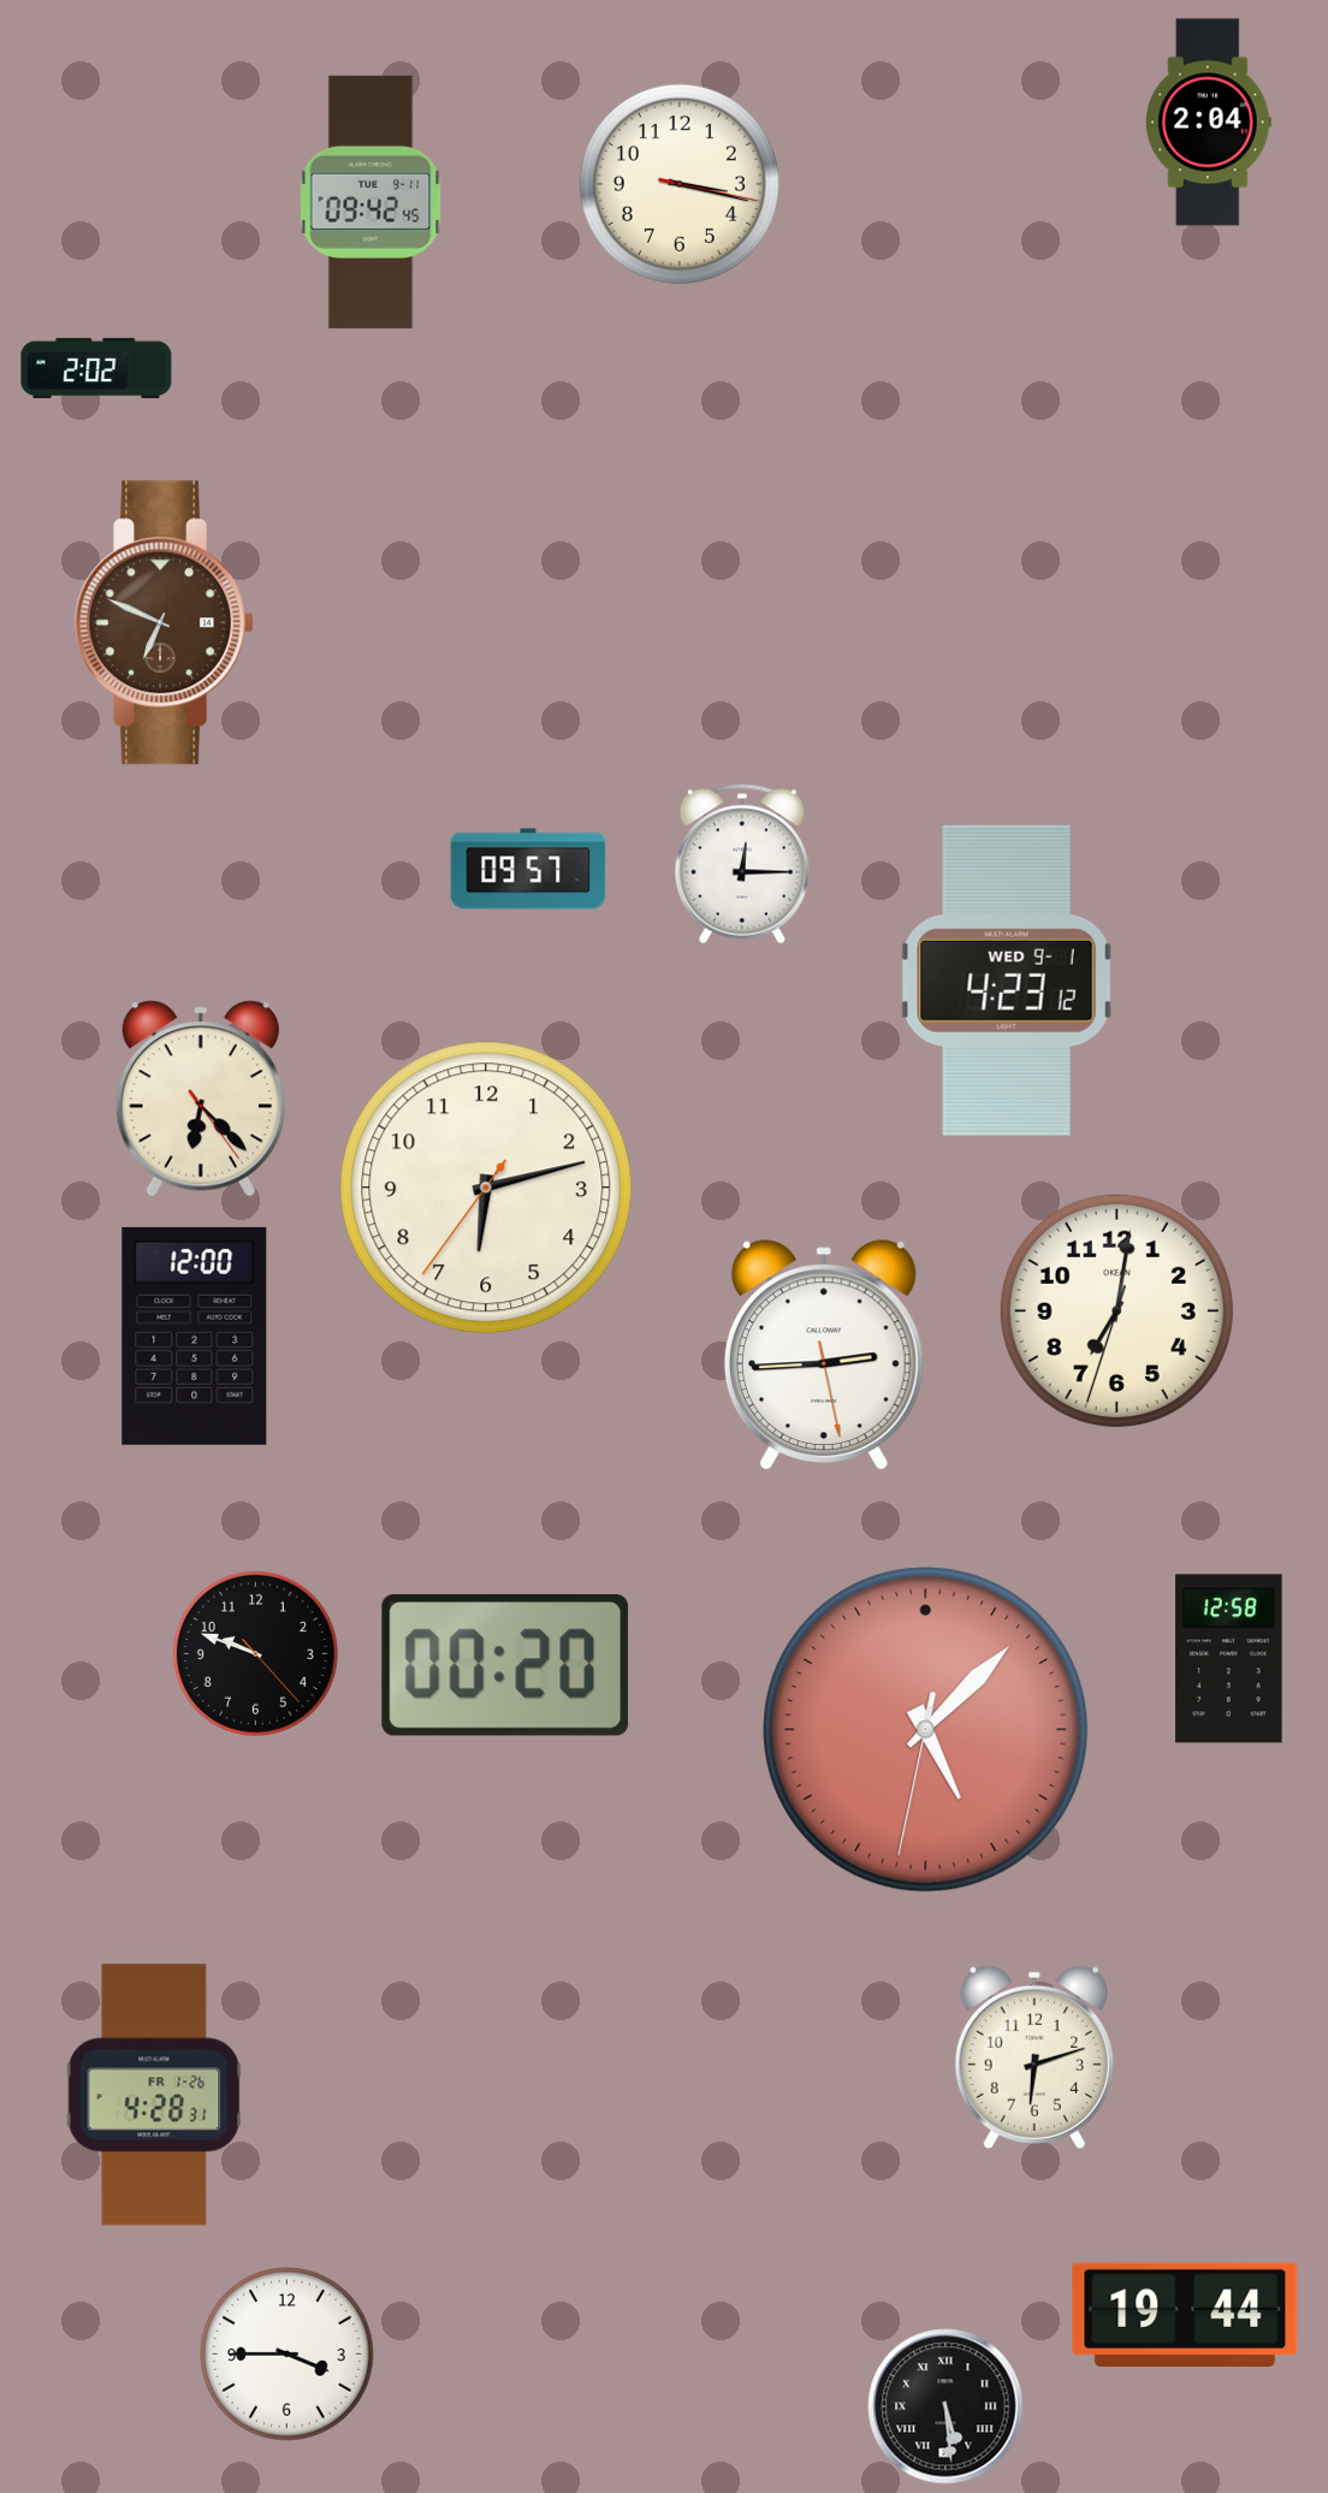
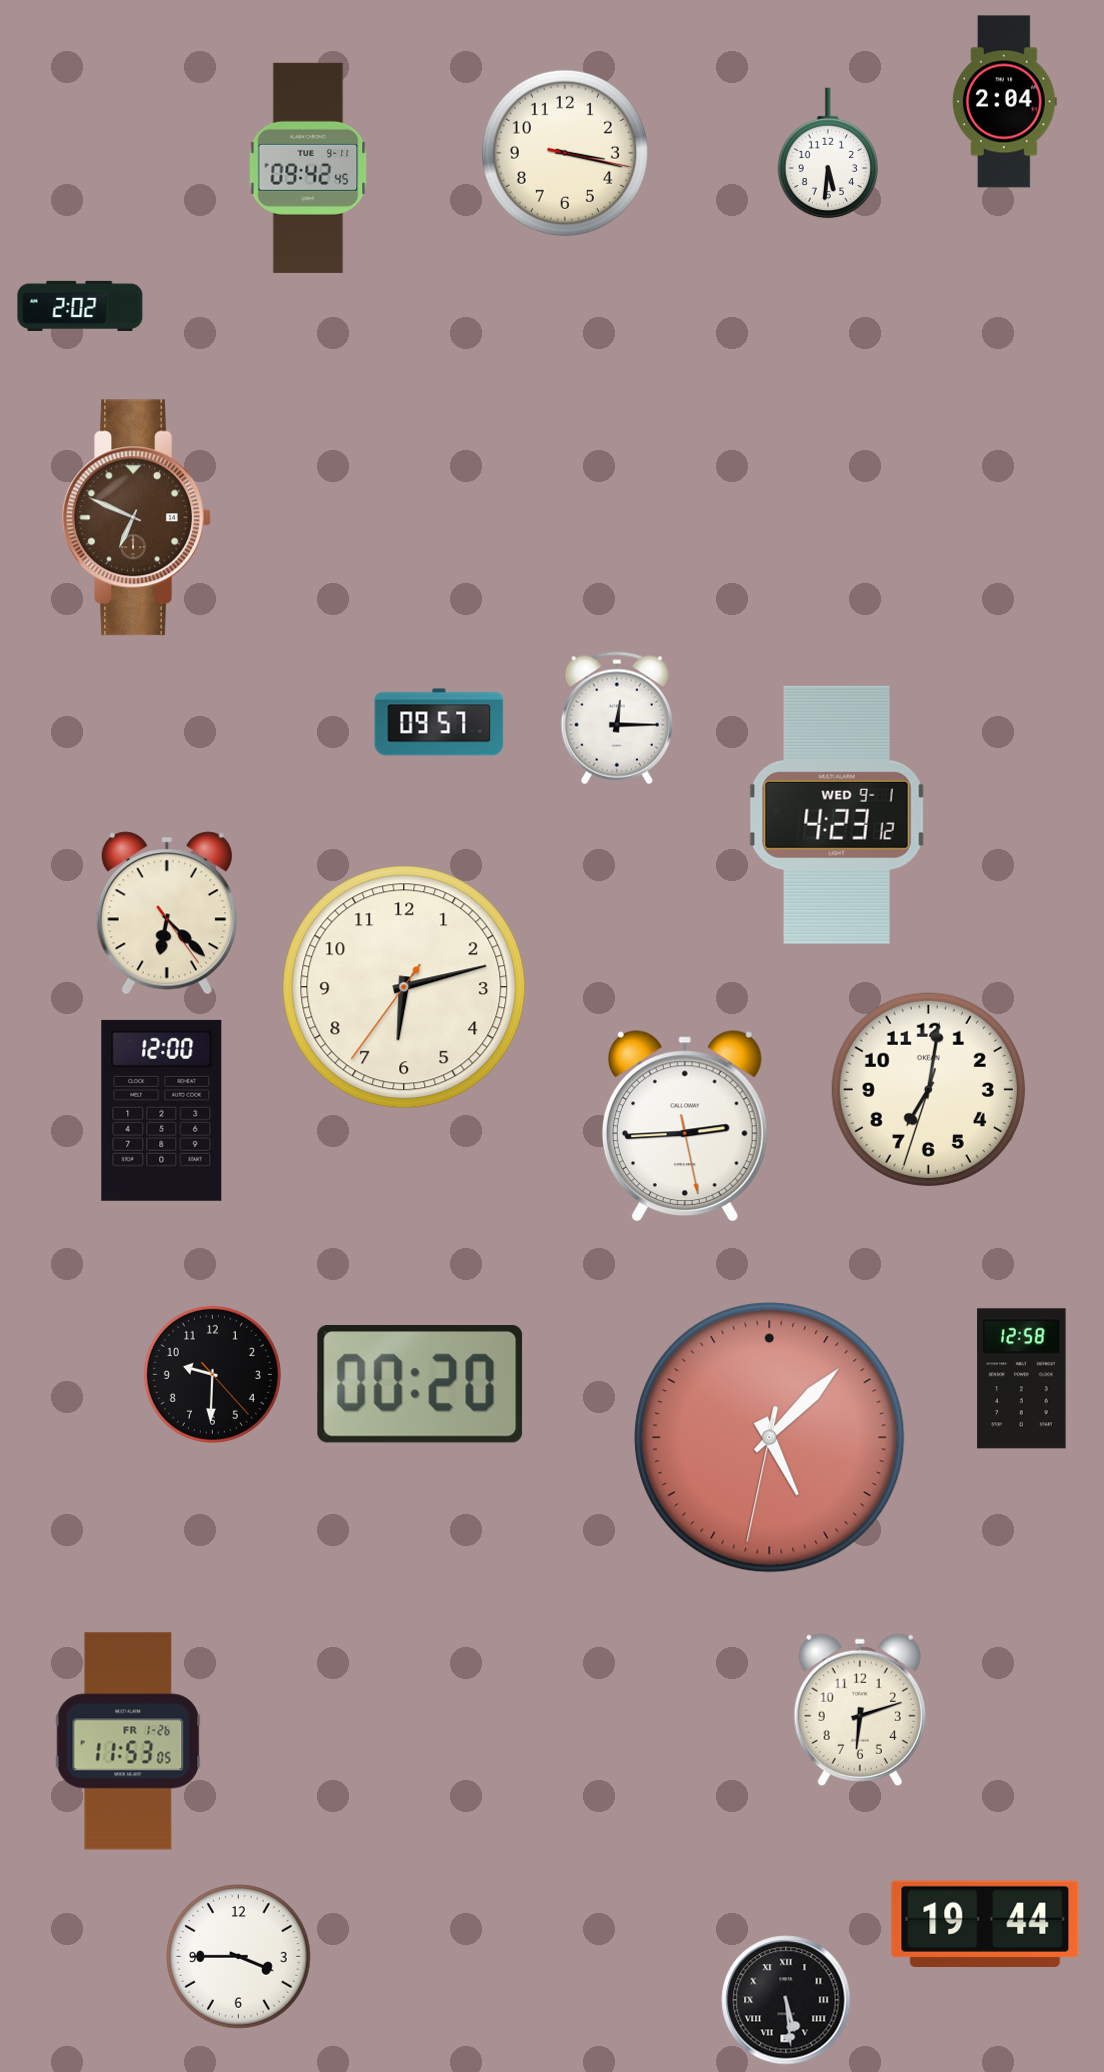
clock at (827, 153): none -> 5:31
clock at (255, 1653): 9:48 -> 9:30
clock at (154, 2095): 4:28 -> 11:53
